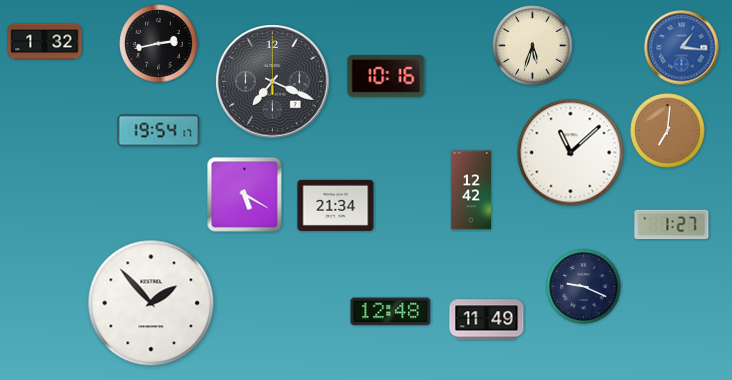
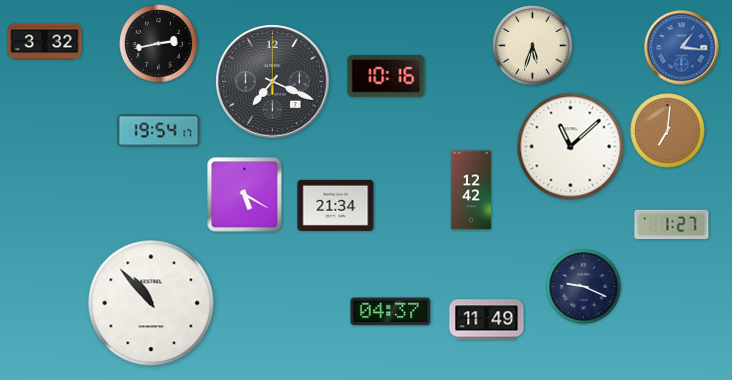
clock at (45, 42): 1:32 -> 3:32
clock at (571, 153) position: (571, 153) -> (571, 147)
clock at (151, 303): 1:53 -> 10:53
clock at (391, 312): 12:48 -> 04:37
